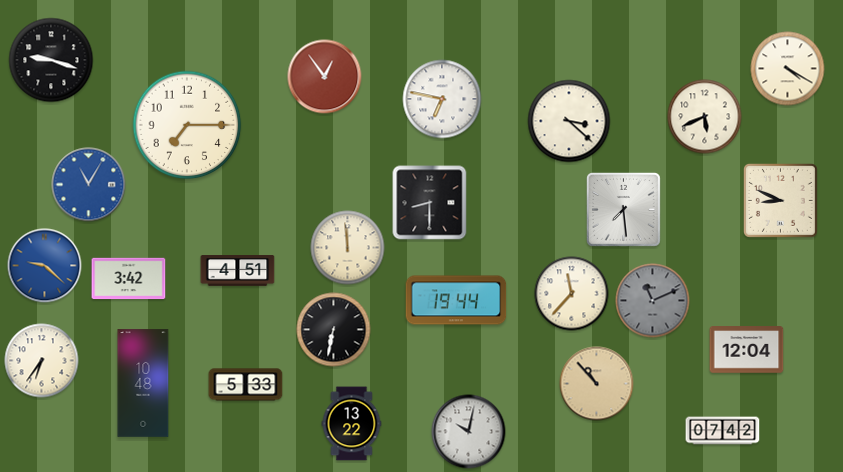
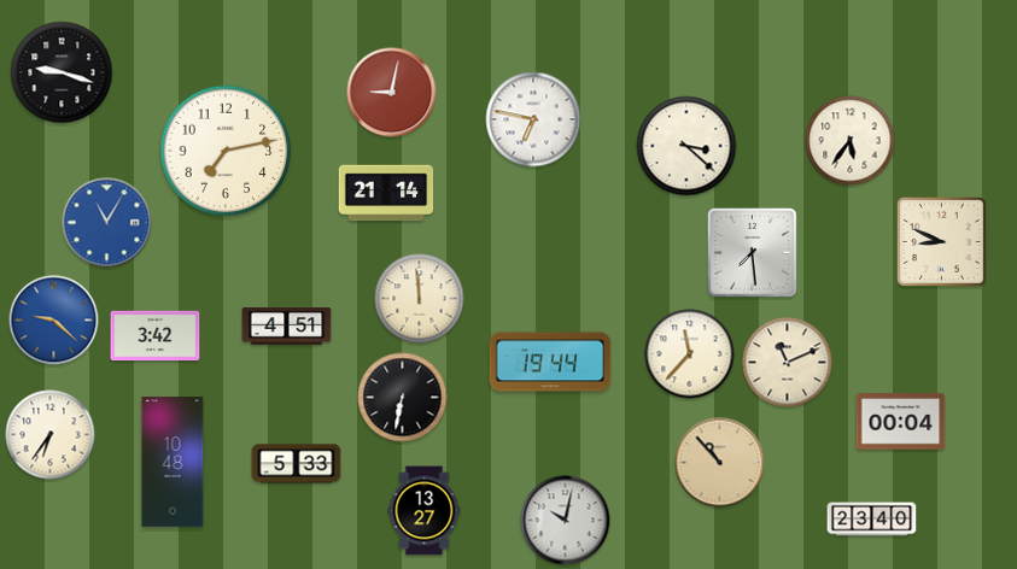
clock at (788, 69): 4:20 -> none
clock at (325, 77): 12:54 -> 9:02
clock at (705, 117): 5:41 -> 5:36
clock at (187, 125): 7:15 -> 7:13
clock at (386, 193): none -> 21:14
clock at (430, 203): 8:30 -> none
clock at (653, 301) dial: grey -> cream
clock at (747, 350): 12:04 -> 00:04
clock at (352, 424): 13:22 -> 13:27
clock at (723, 431): 07:42 -> 23:40
